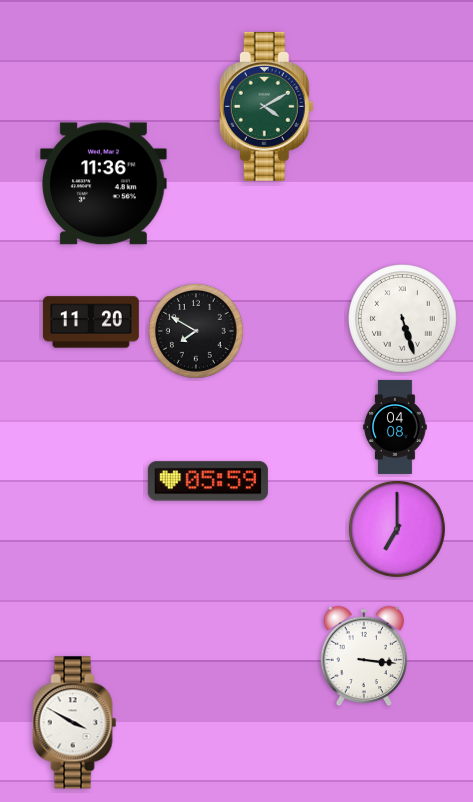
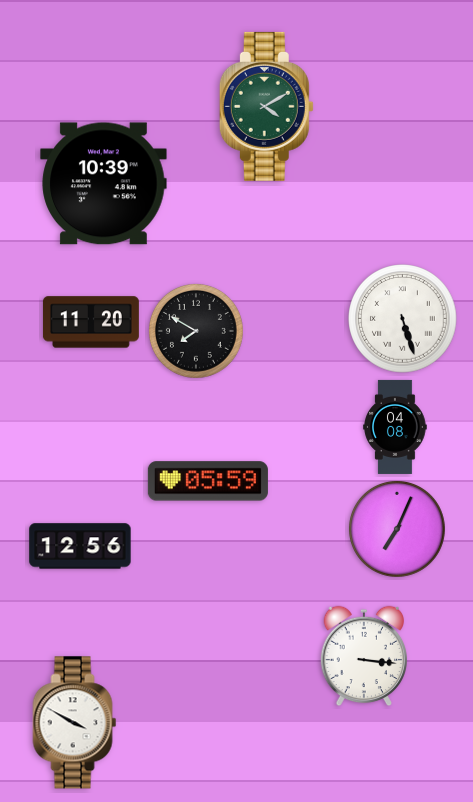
clock at (104, 184): 11:36 -> 10:39
clock at (398, 529): 7:00 -> 7:04
clock at (80, 546): none -> 12:56
